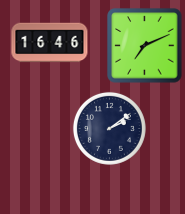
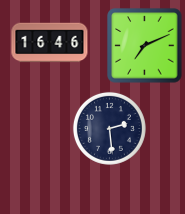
clock at (109, 128): 2:09 -> 2:29
